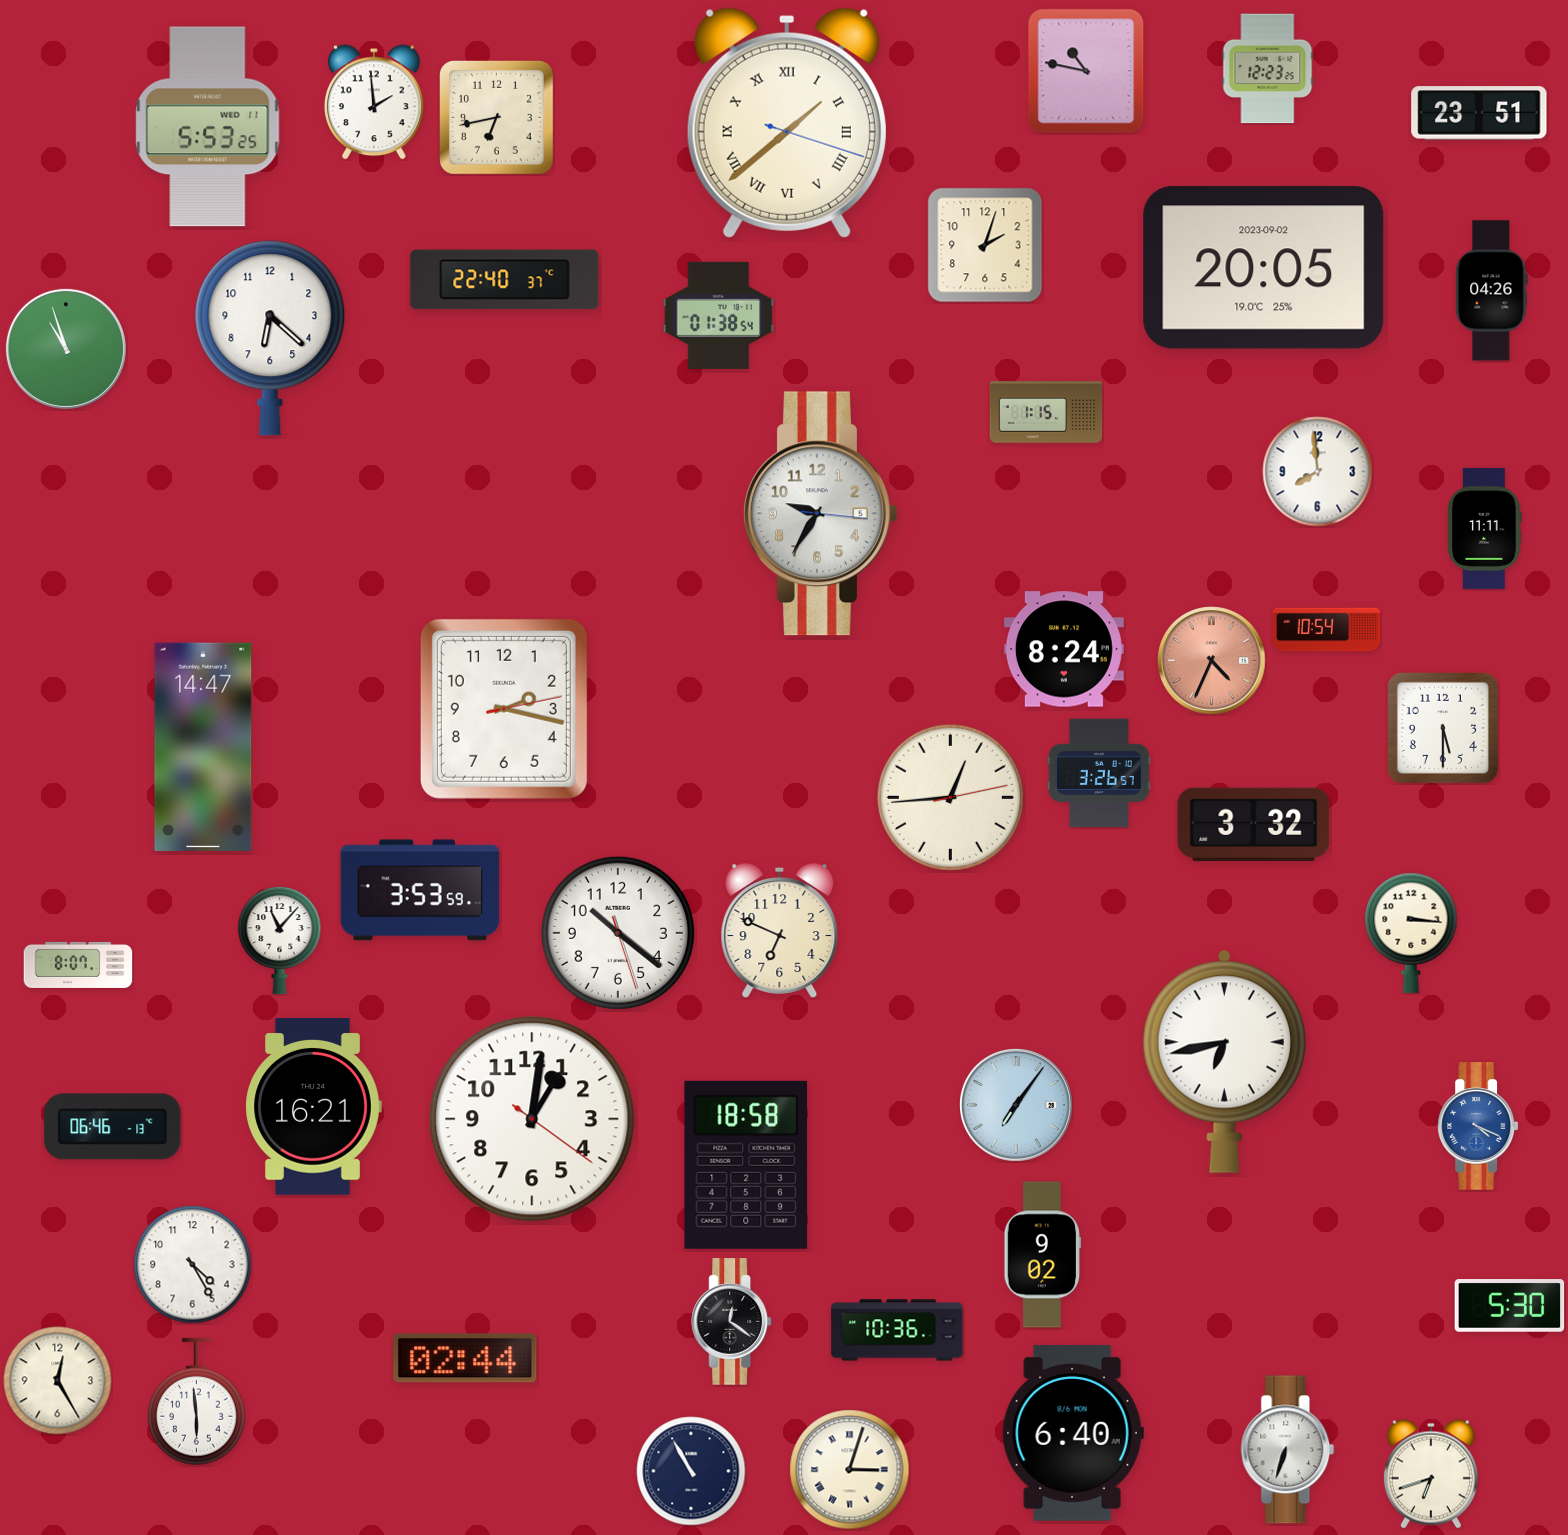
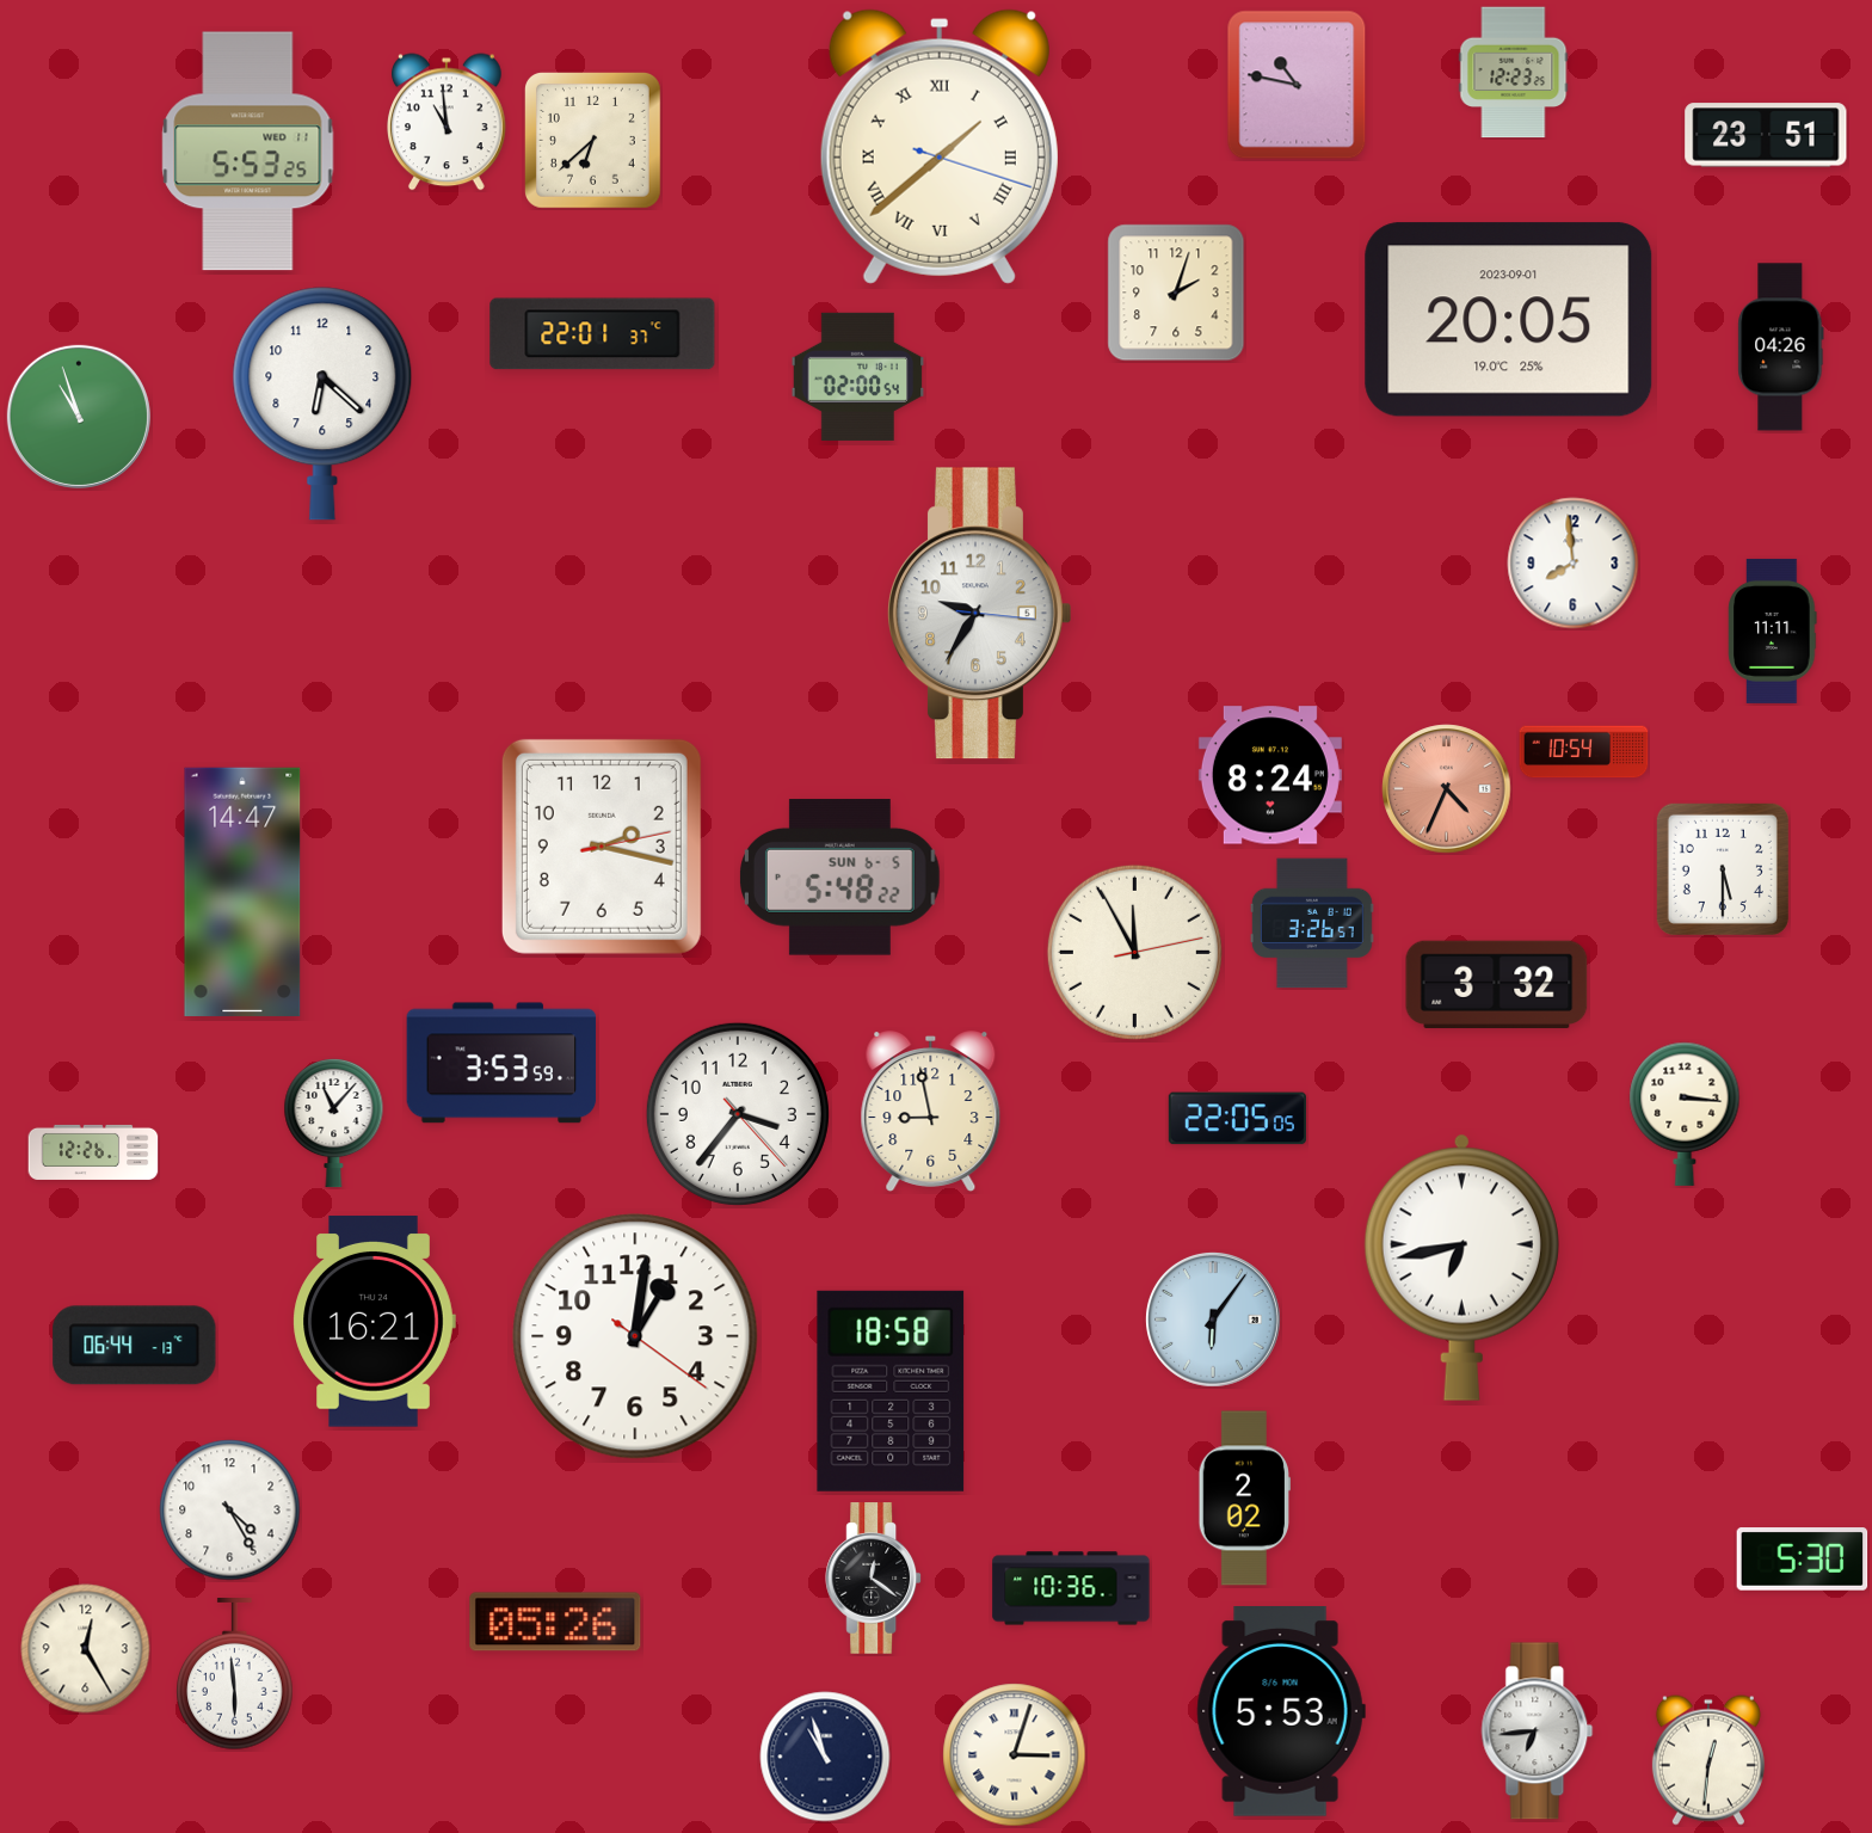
clock at (1268, 69) position: (1268, 69) -> (1514, 73)
clock at (375, 102): 1:59 -> 10:59
clock at (496, 117): 6:43 -> 6:38
clock at (1264, 268) date: 2023-09-02 -> 2023-09-01
clock at (505, 280): 22:40 -> 22:01
clock at (719, 315): 01:38 -> 02:00
clock at (1046, 412): 1:15 -> none
clock at (840, 878): none -> 5:48
clock at (950, 797): 12:44 -> 11:55
clock at (780, 931): 6:49 -> 8:58
clock at (618, 933): 10:21 -> 3:36
clock at (1237, 1119): none -> 22:05
clock at (78, 965): 8:07 -> 12:26
clock at (1016, 1105): 7:06 -> 6:06
clock at (1477, 1126): 4:19 -> none
clock at (113, 1127): 06:46 -> 06:44
clock at (1042, 1255): 9:02 -> 2:02
clock at (465, 1358): 02:44 -> 05:26
clock at (58, 1381) position: (58, 1381) -> (86, 1649)
clock at (1073, 1434): 6:40 -> 5:53
clock at (1288, 1450): 6:33 -> 6:44
clock at (691, 1471): 10:55 -> 10:57
clock at (1431, 1474): 6:42 -> 12:31
